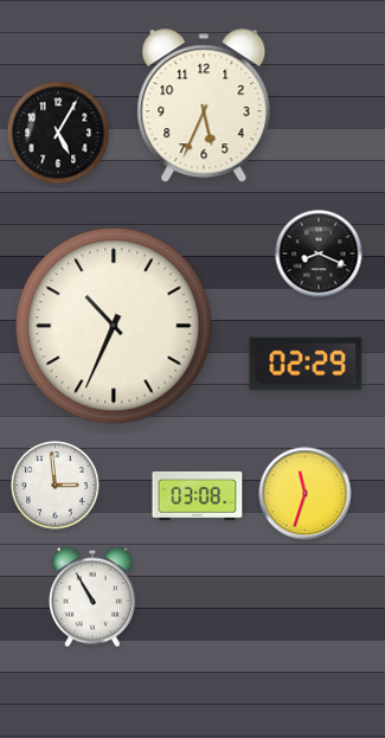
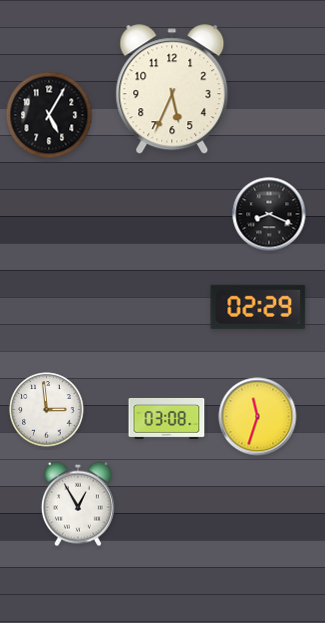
clock at (58, 133) position: (58, 133) -> (49, 115)
clock at (114, 326): 10:34 -> none
clock at (92, 597): 10:55 -> 12:55
